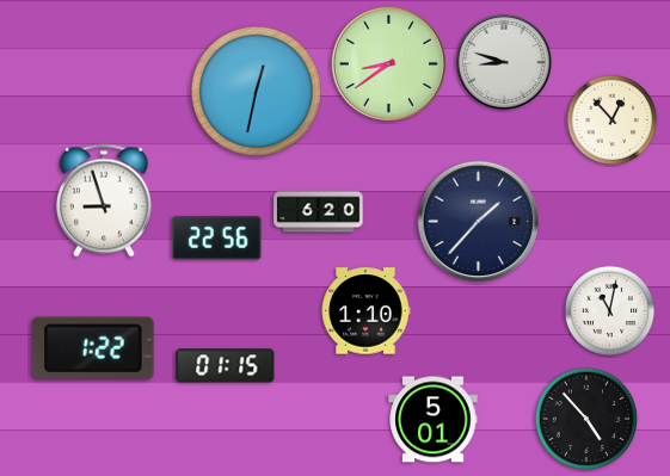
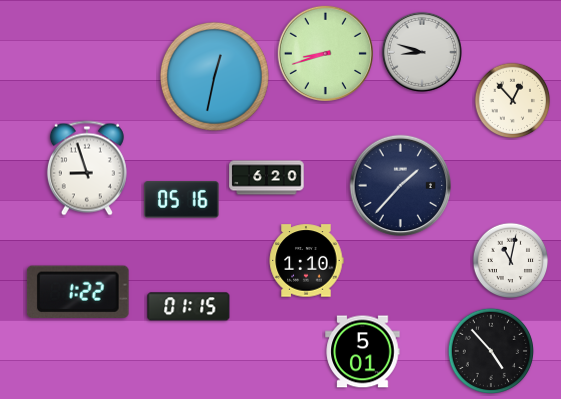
clock at (388, 63): 8:39 -> 8:42
clock at (217, 239): 22:56 -> 05:16
